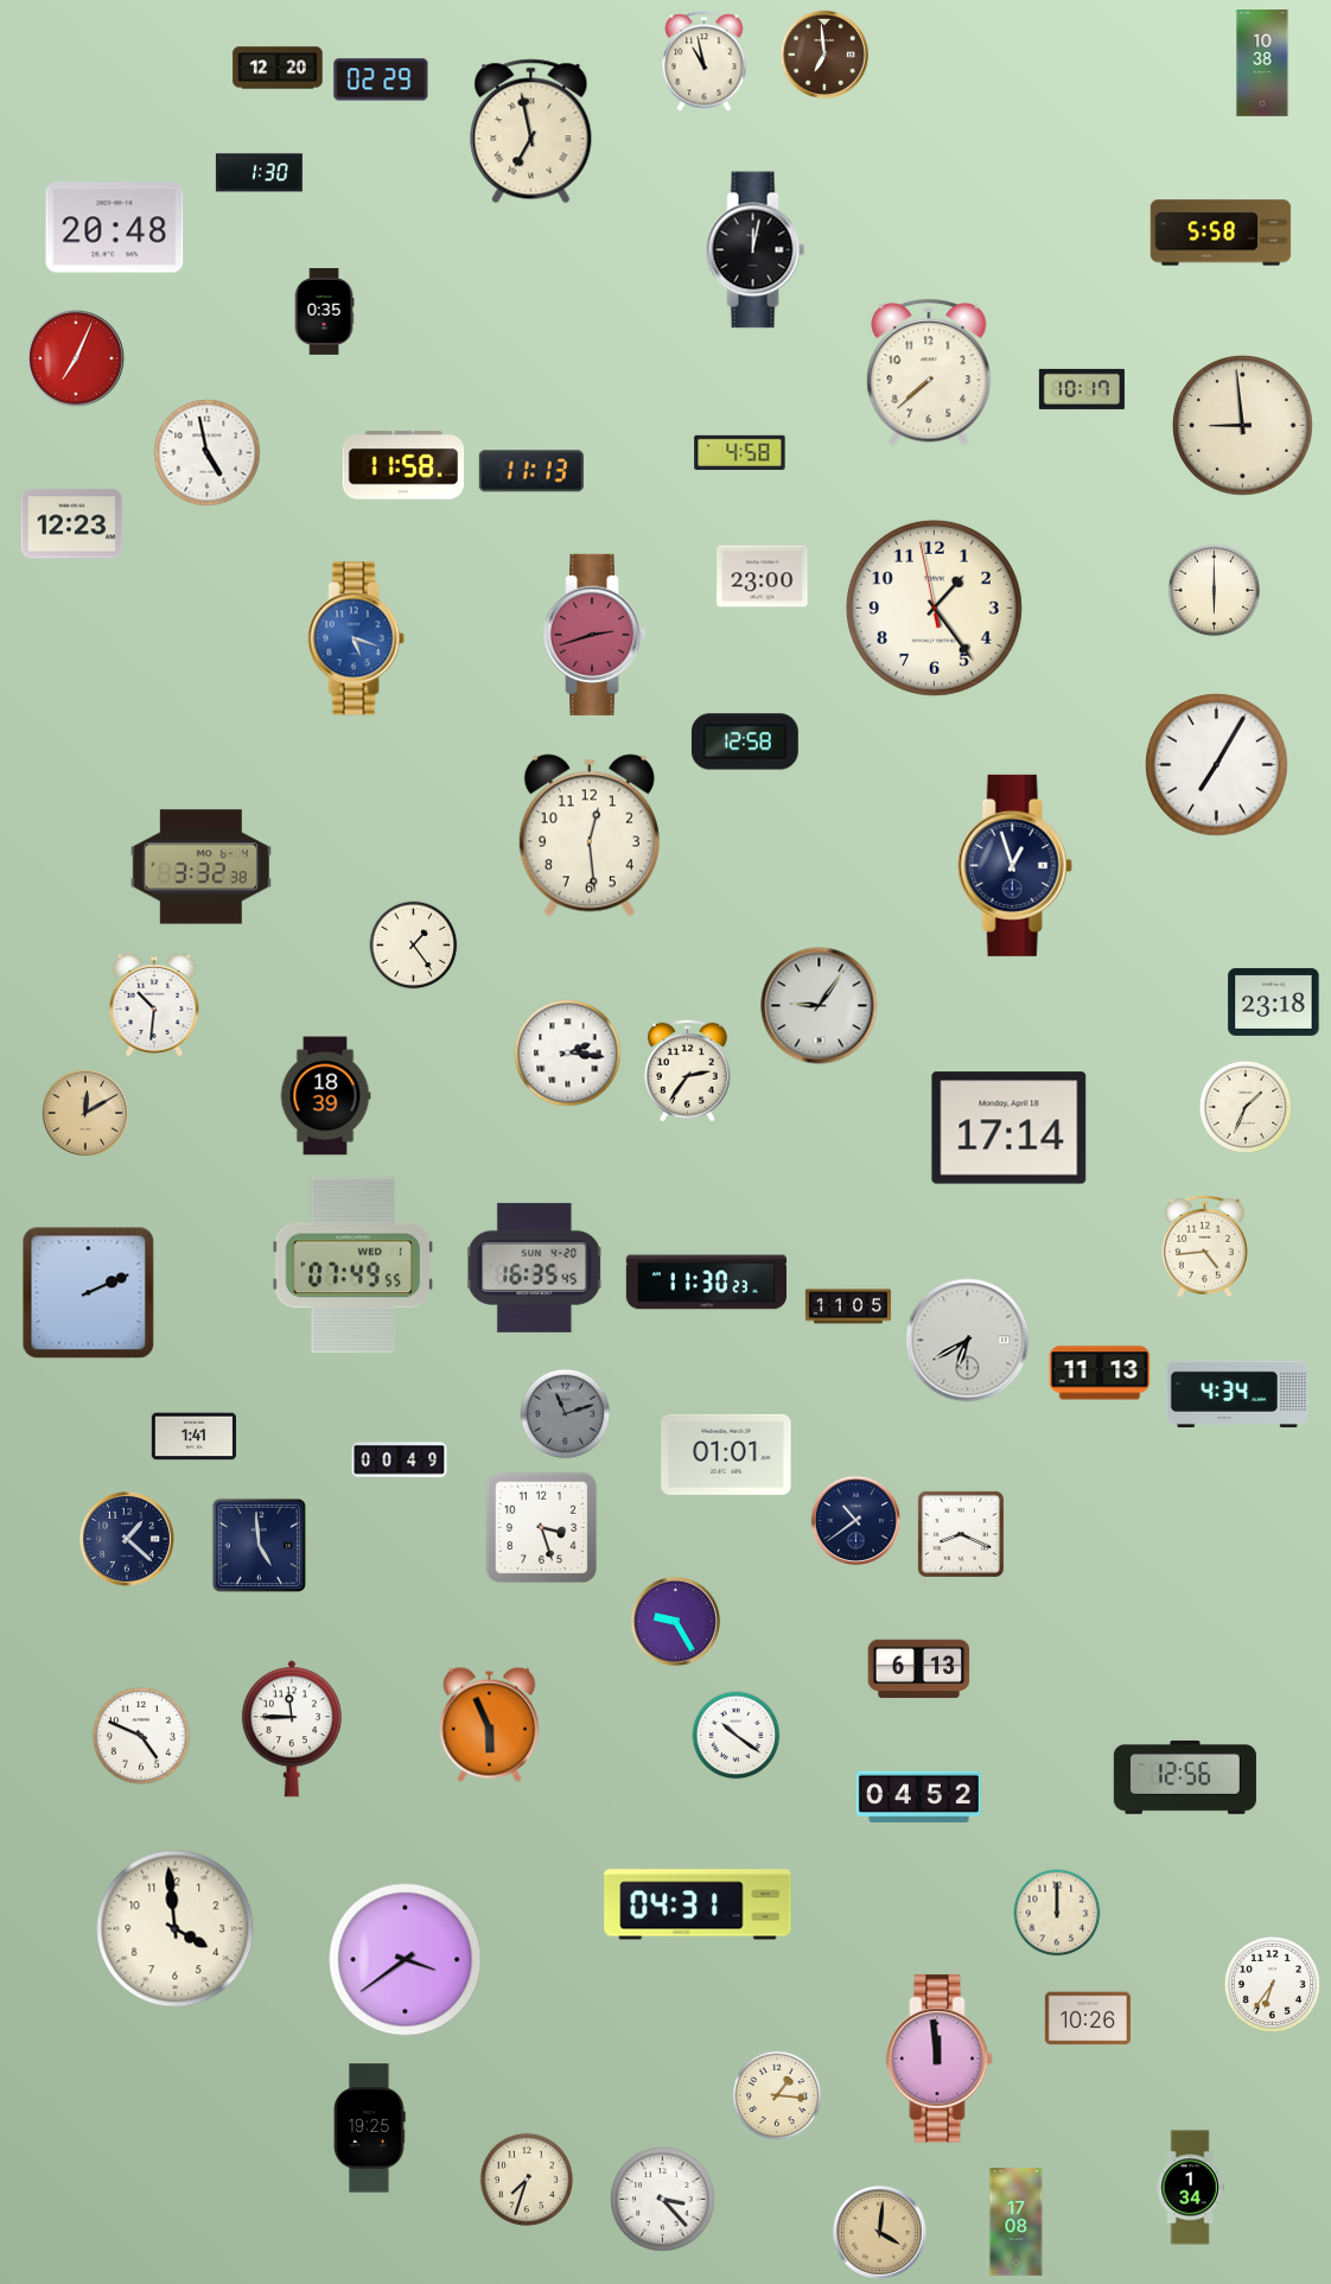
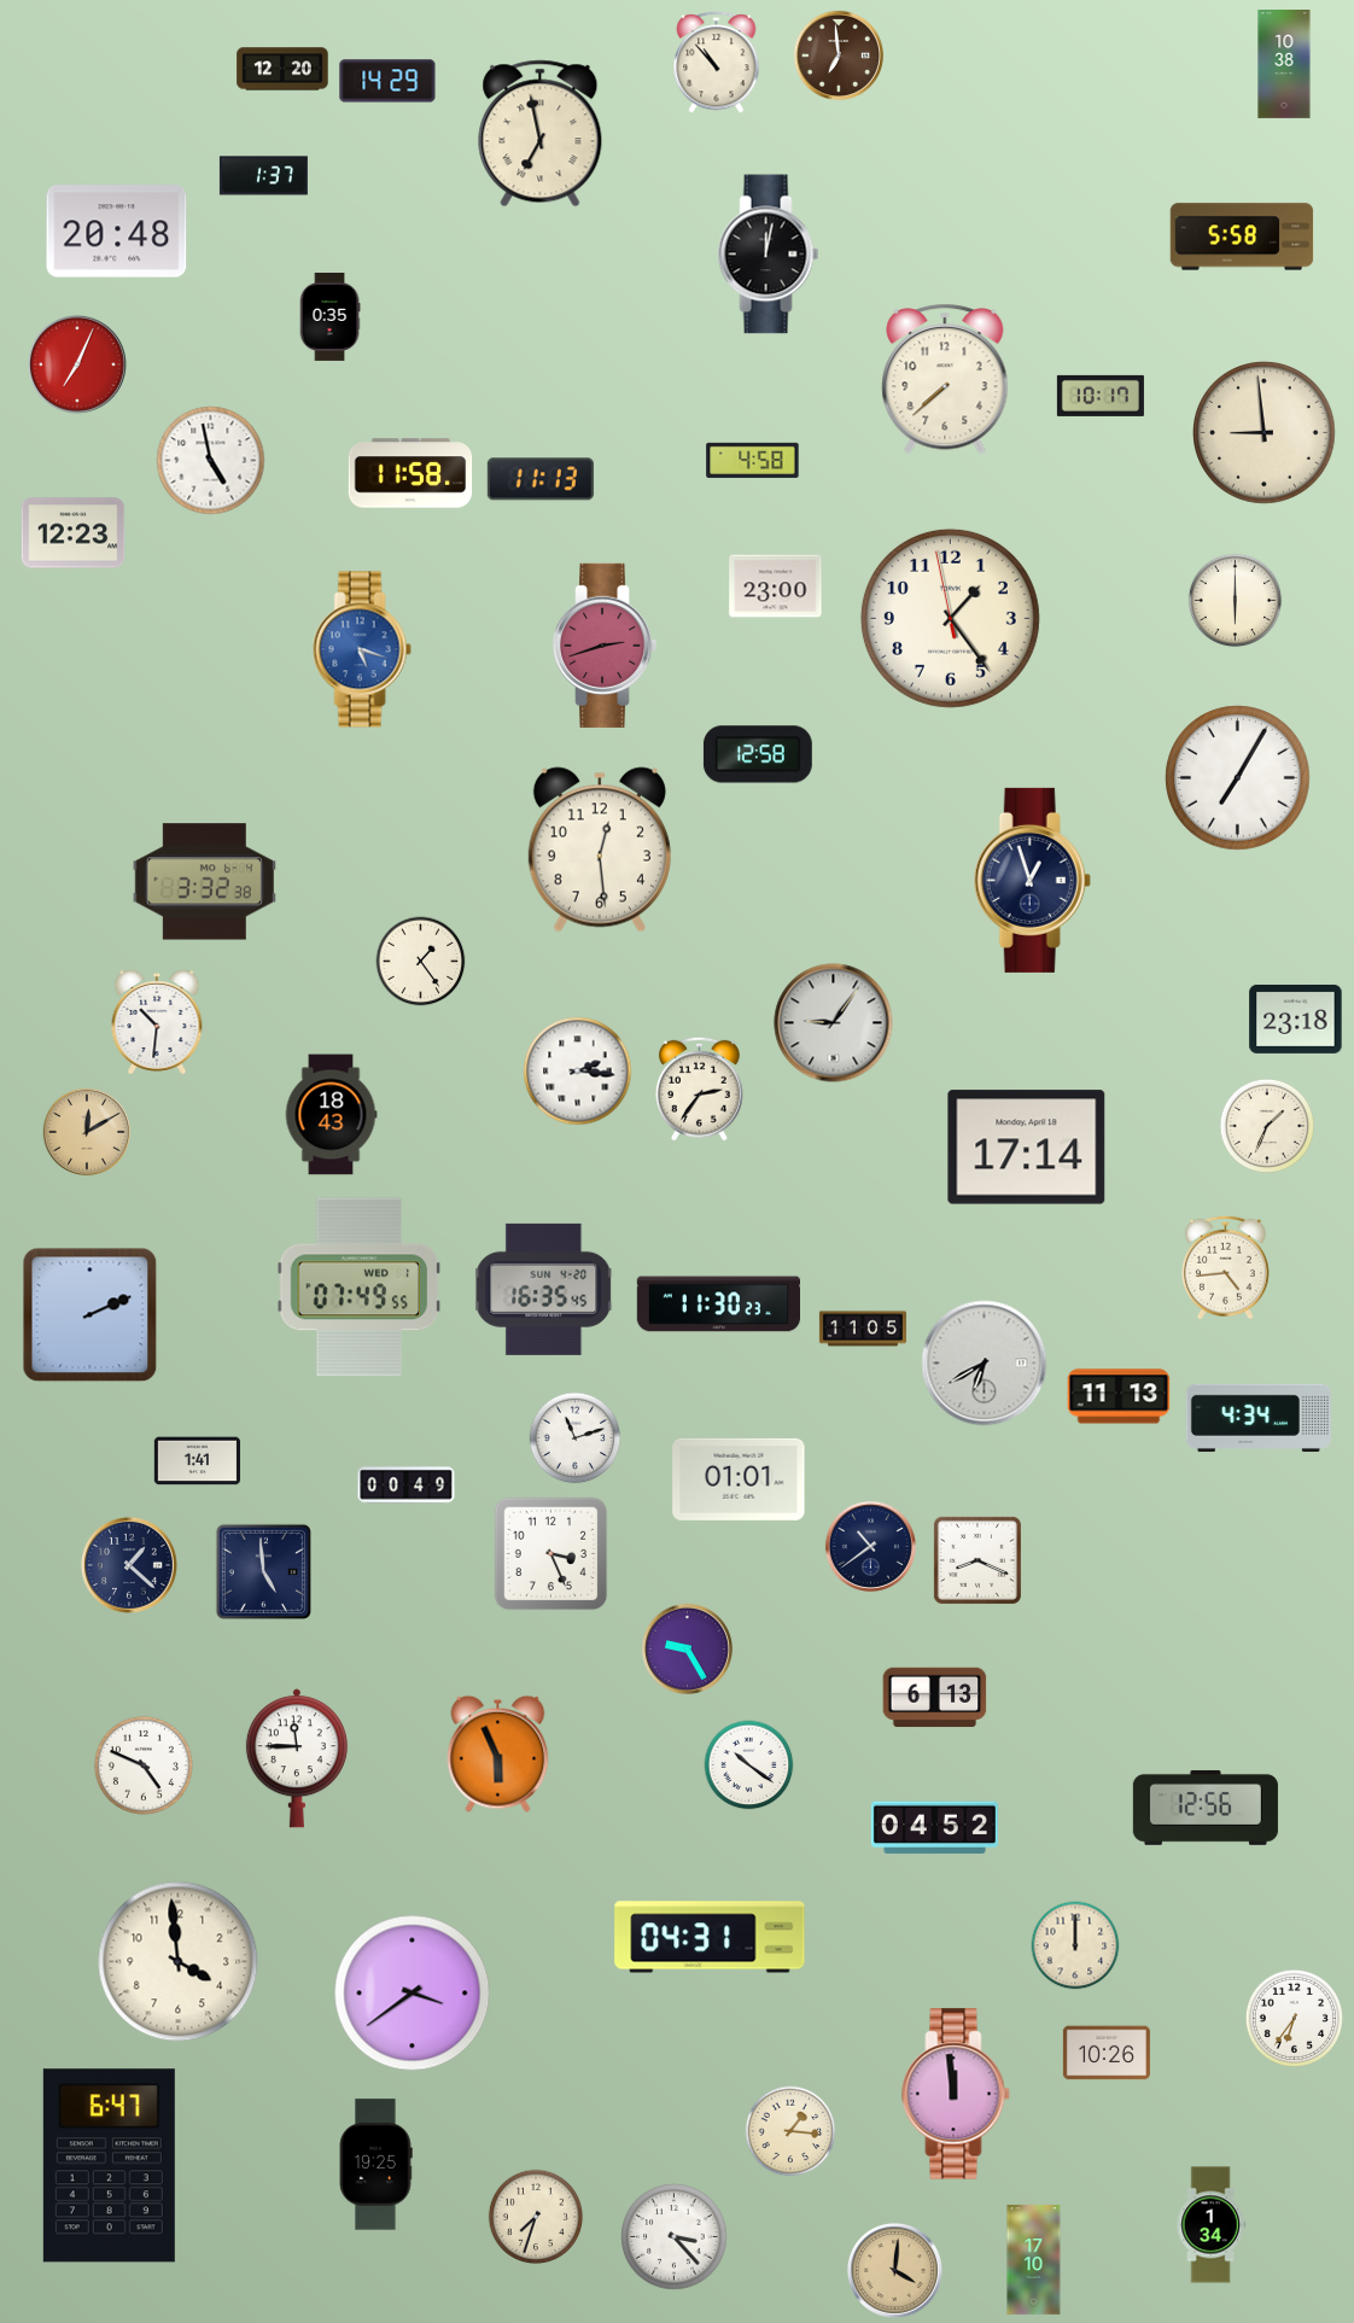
clock at (705, 62): 10:58 -> 10:53
clock at (381, 79): 02:29 -> 14:29
clock at (259, 173): 1:30 -> 1:37
clock at (325, 1096): 18:39 -> 18:43
clock at (566, 1414) dial: grey -> white
clock at (542, 1528): 3:27 -> 3:26
clock at (109, 2166): none -> 6:47
clock at (1017, 2222): 17:08 -> 17:10
